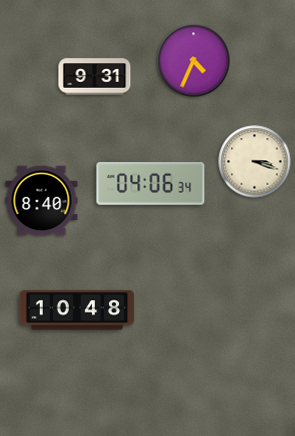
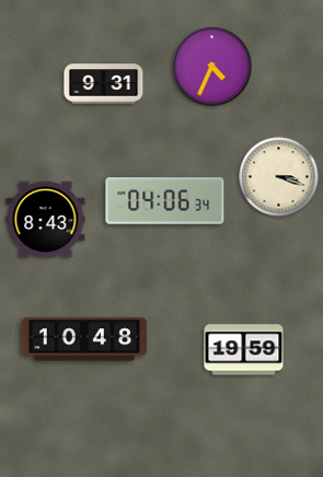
clock at (42, 201): 8:40 -> 8:43
clock at (244, 350): none -> 19:59
